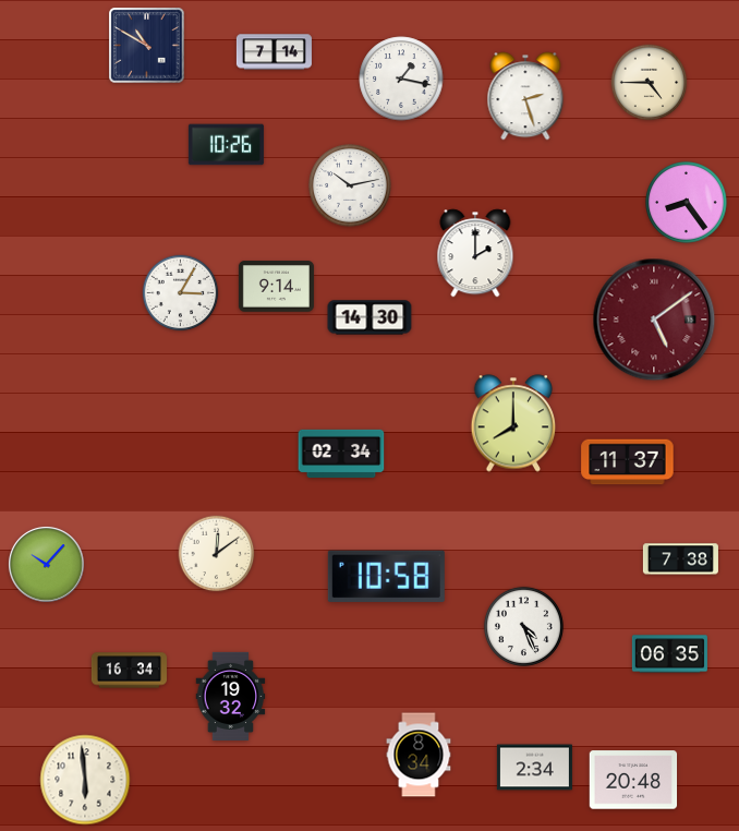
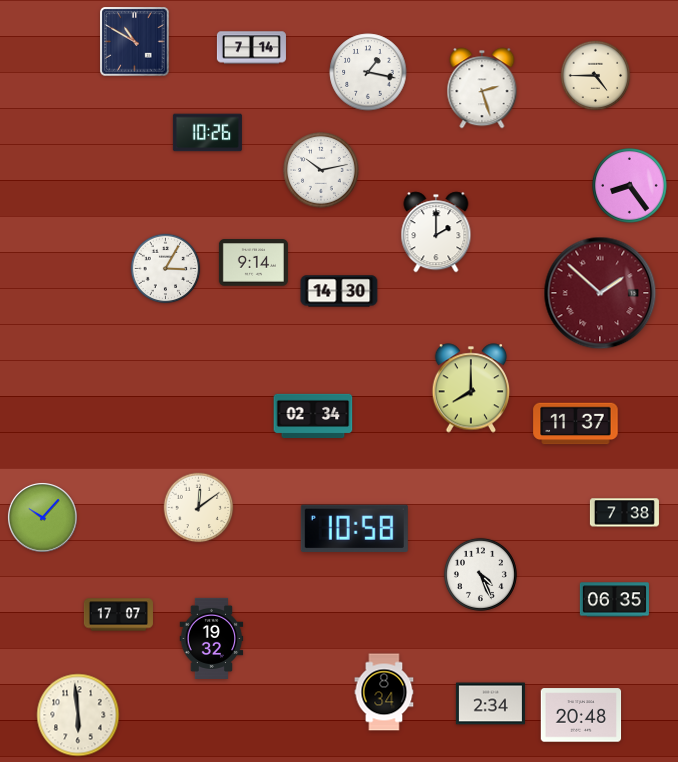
clock at (654, 320): 5:09 -> 1:52
clock at (129, 671): 16:34 -> 17:07
